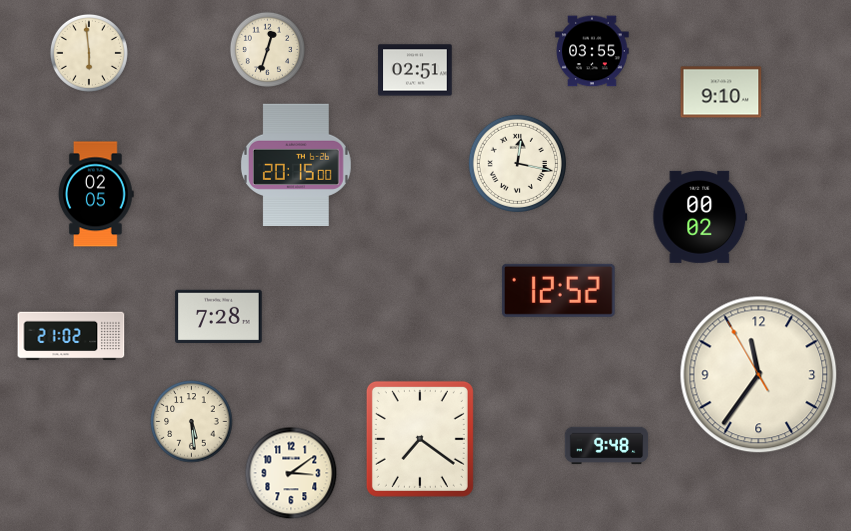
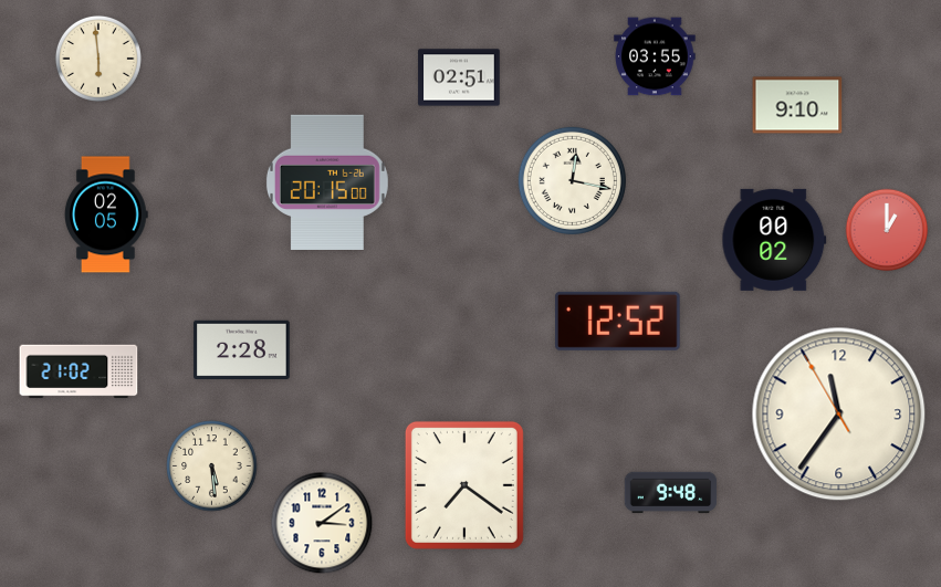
clock at (268, 50): 12:33 -> none
clock at (721, 92) position: (721, 92) -> (797, 105)
clock at (887, 230): none -> 1:00
clock at (219, 316): 7:28 -> 2:28
